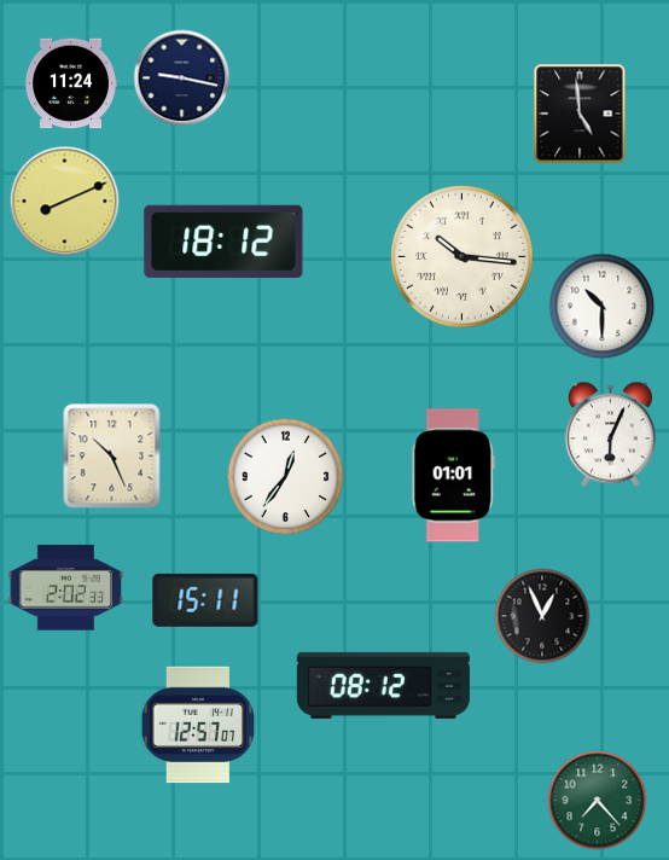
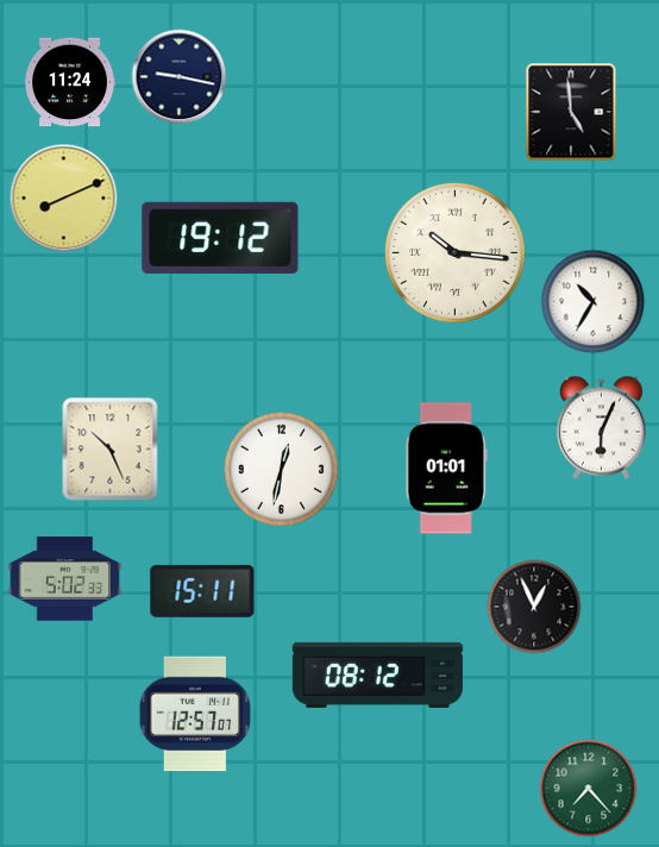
clock at (223, 242): 18:12 -> 19:12
clock at (603, 307): 10:30 -> 10:35
clock at (286, 477): 12:36 -> 12:32
clock at (66, 588): 2:02 -> 5:02
